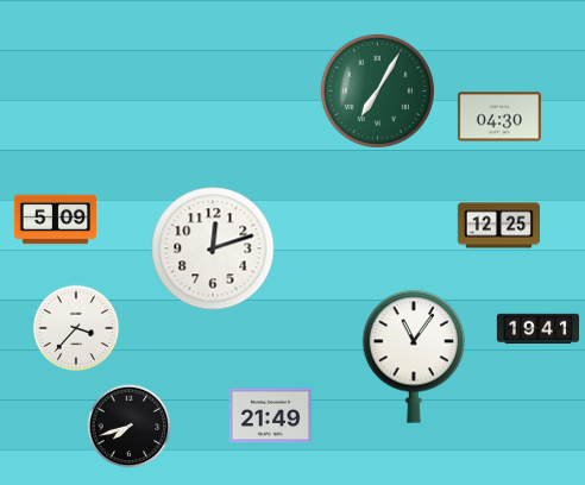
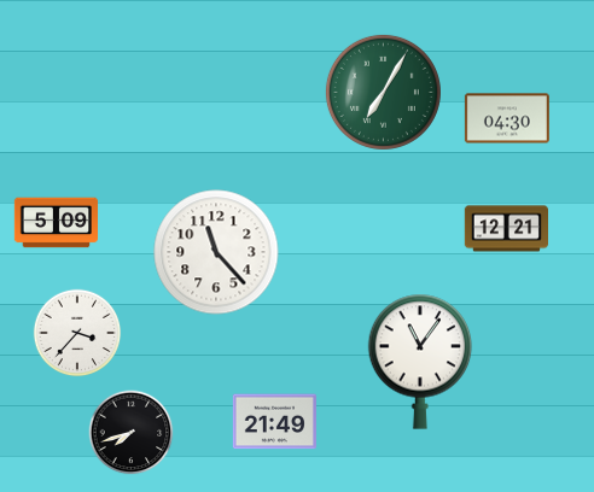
clock at (498, 226): 12:25 -> 12:21
clock at (213, 248): 12:12 -> 11:23
clock at (537, 329): 19:41 -> none
